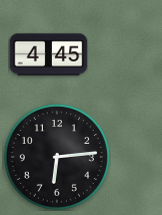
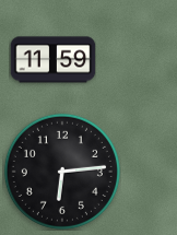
clock at (48, 55): 4:45 -> 11:59
